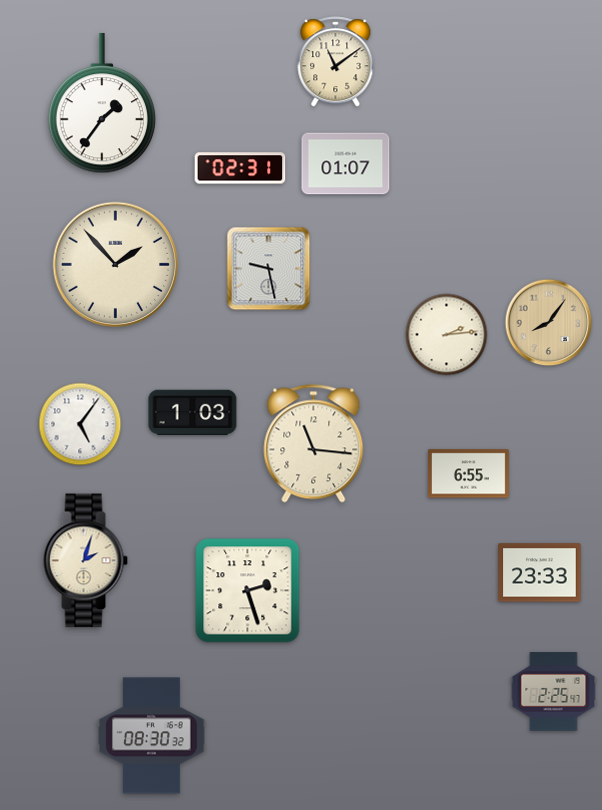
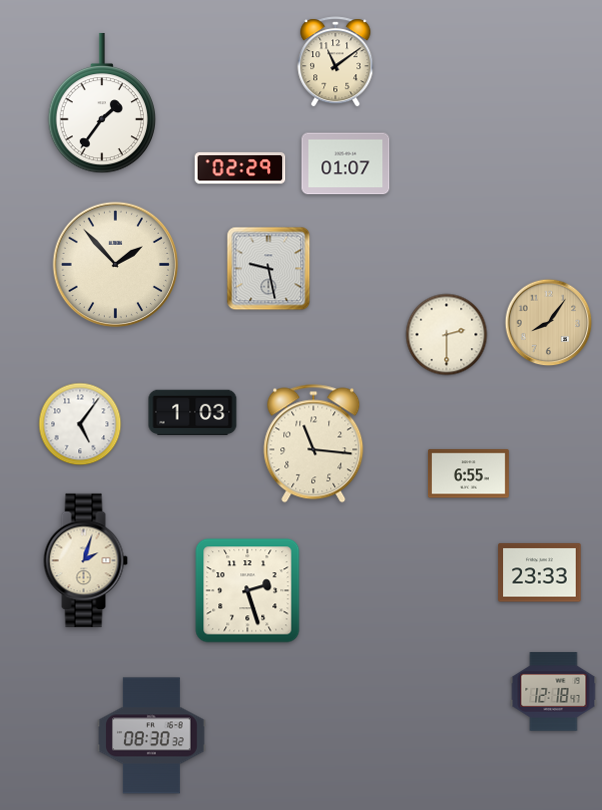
clock at (240, 168): 02:31 -> 02:29
clock at (447, 335): 2:14 -> 2:30
clock at (554, 692): 2:25 -> 12:18
